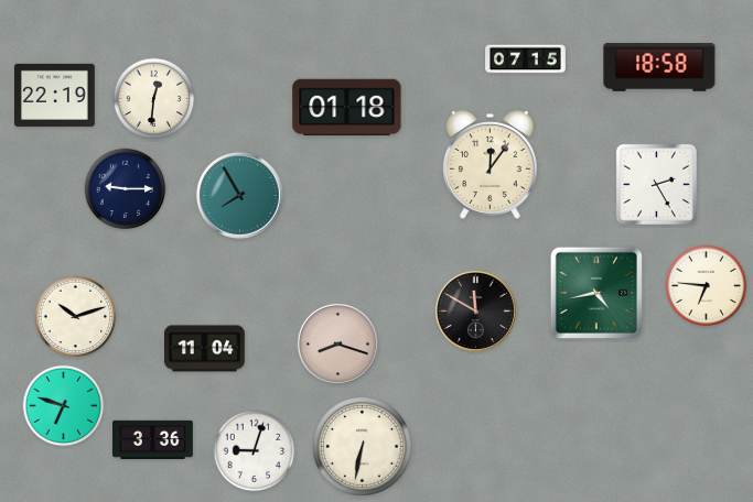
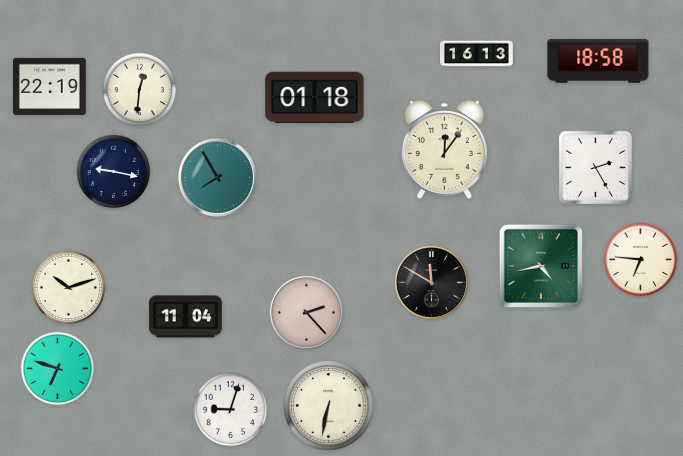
clock at (526, 59): 07:15 -> 16:13
clock at (126, 189): 9:15 -> 9:17
clock at (337, 343): 8:18 -> 2:23
clock at (153, 439): 3:36 -> none
